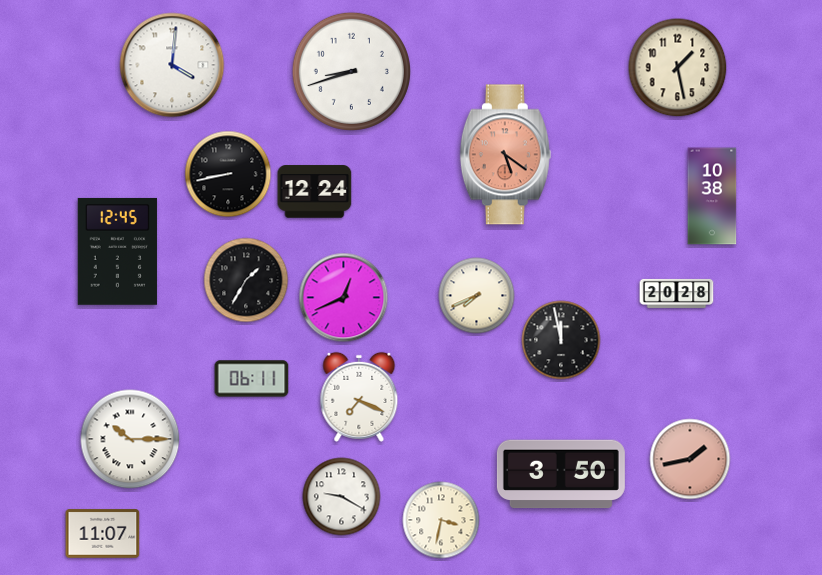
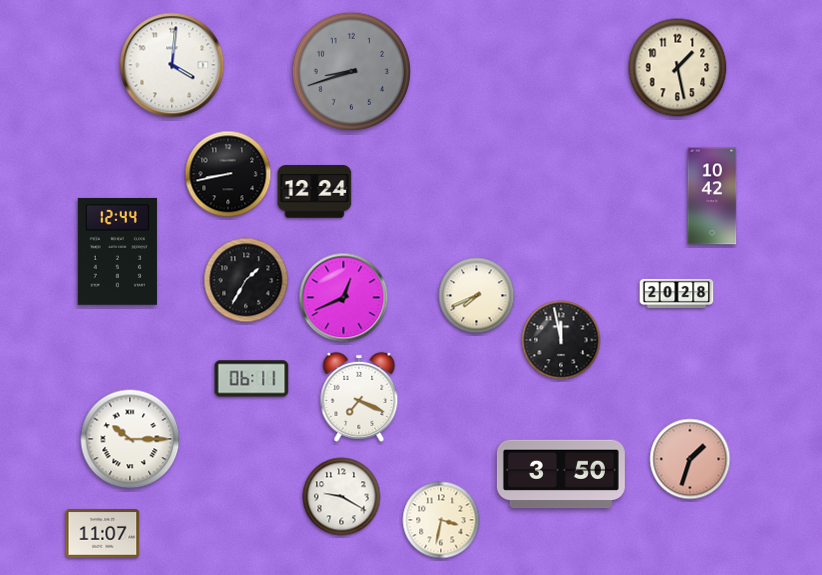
clock at (351, 71) dial: white -> grey
clock at (505, 155): 5:21 -> none
clock at (712, 196): 10:38 -> 10:42
clock at (117, 251): 12:45 -> 12:44
clock at (690, 459): 1:43 -> 1:33
